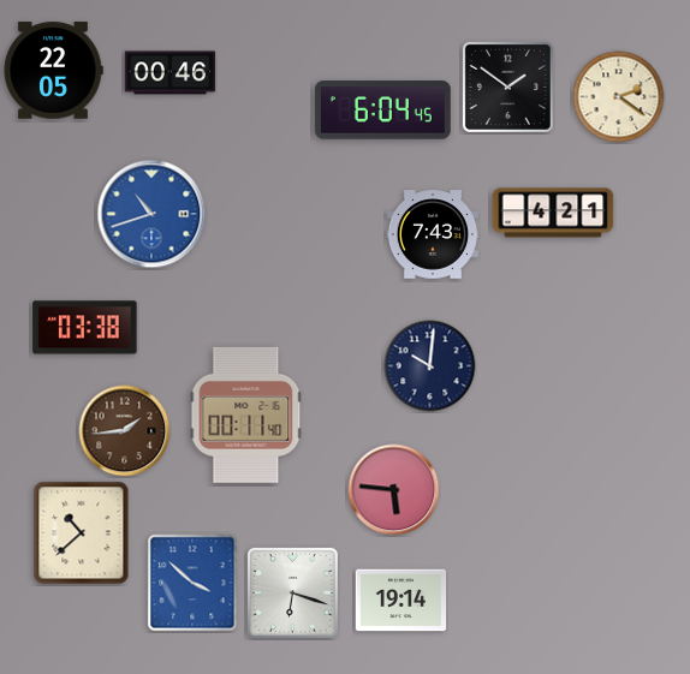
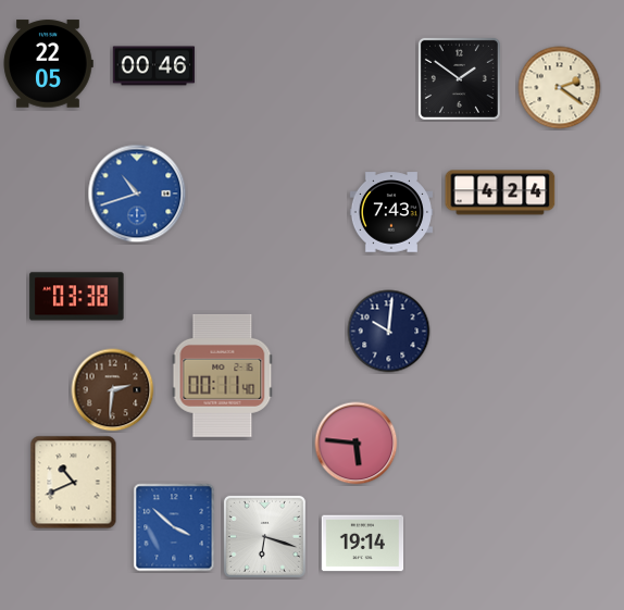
clock at (382, 111): 6:04 -> none
clock at (553, 213): 4:21 -> 4:24
clock at (125, 431): 1:44 -> 2:31
clock at (82, 533): 10:38 -> 10:41
